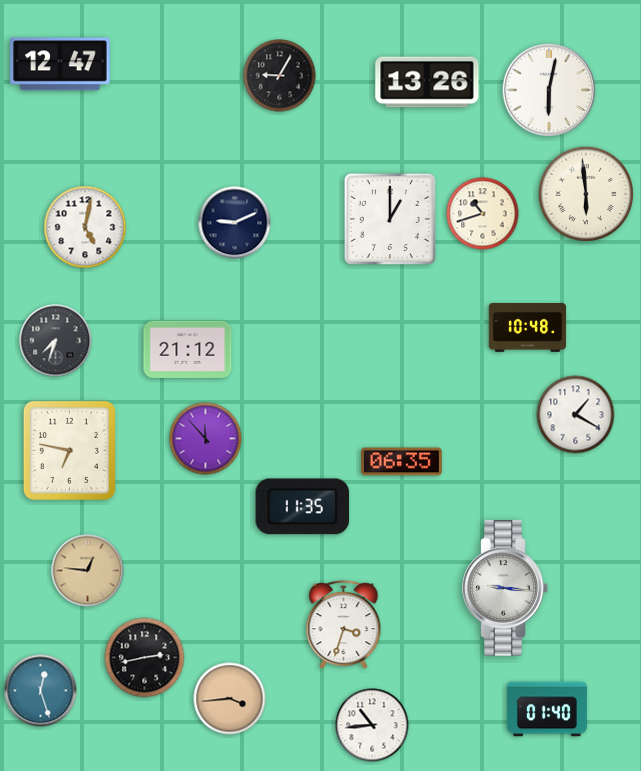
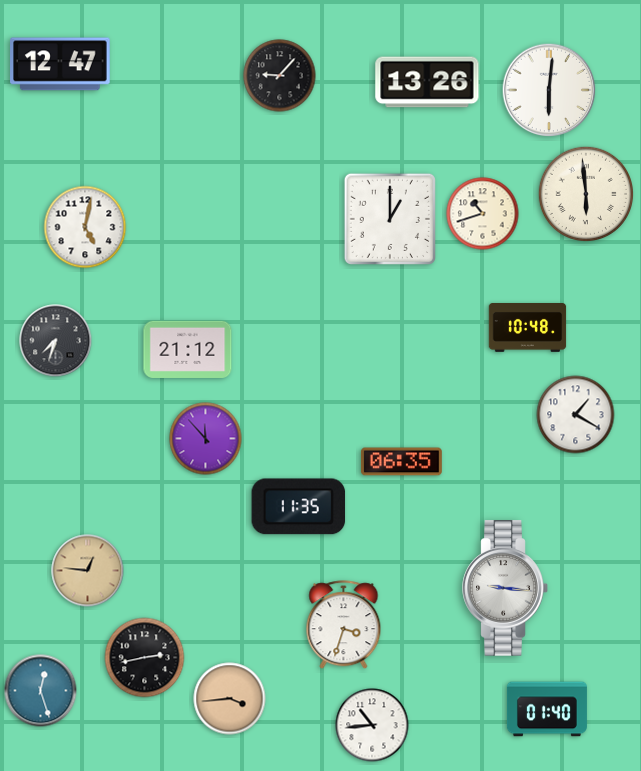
clock at (280, 76): 9:05 -> 9:07
clock at (549, 90): 6:02 -> 6:01
clock at (235, 223): 9:11 -> none
clock at (69, 450): 6:47 -> none
clock at (303, 507) position: (303, 507) -> (299, 507)
